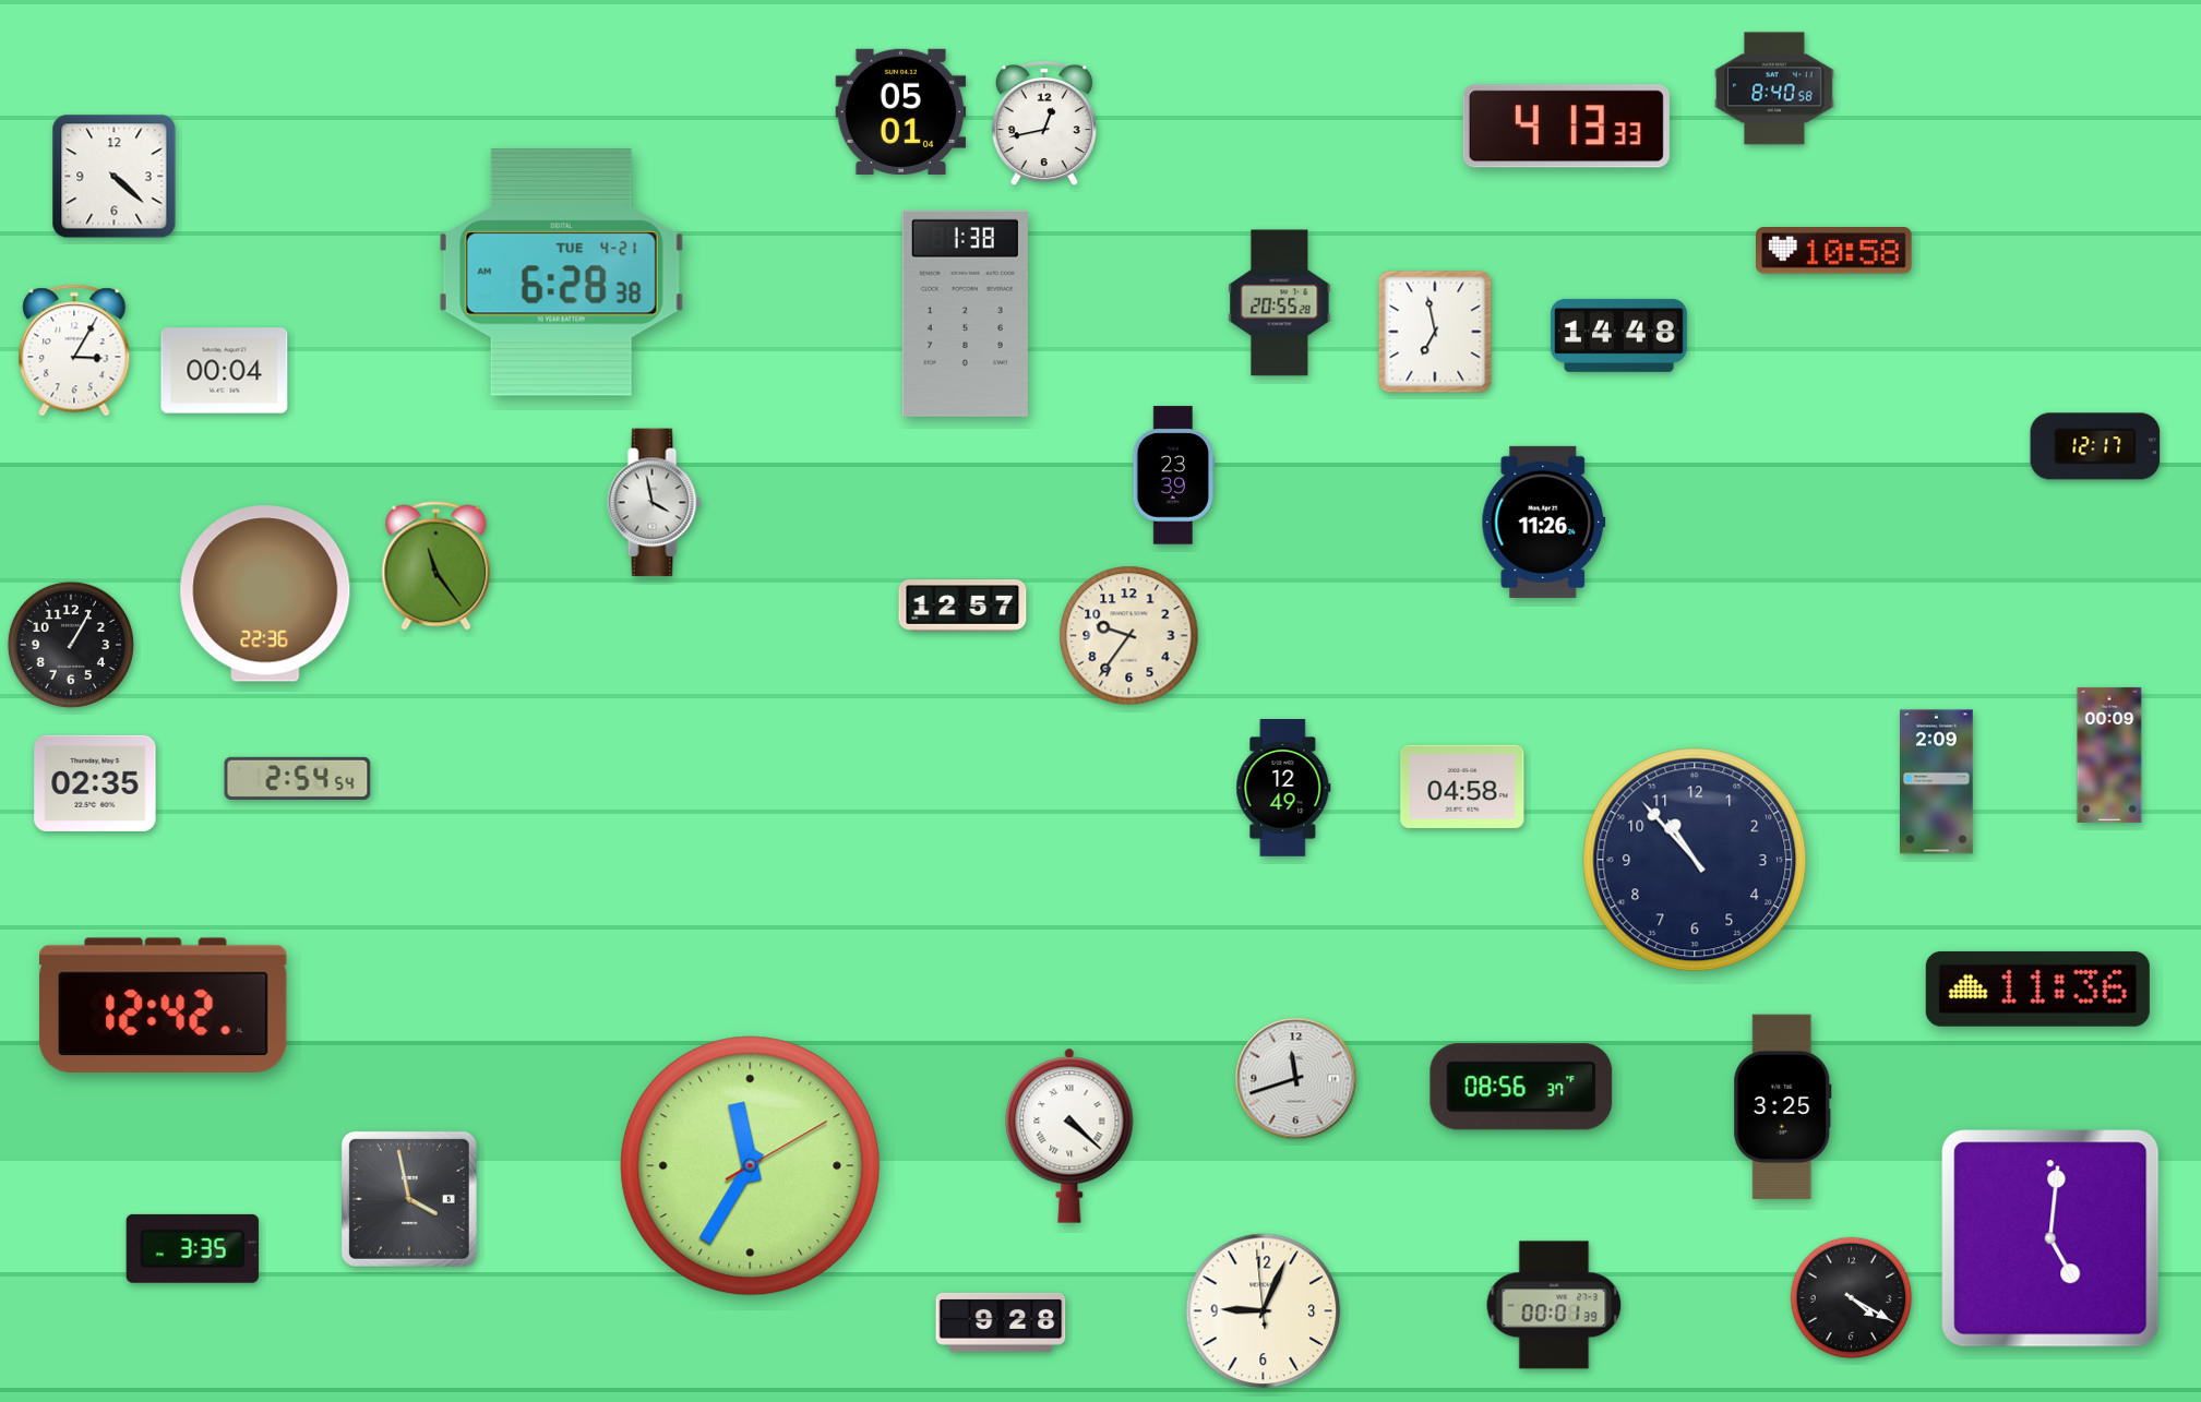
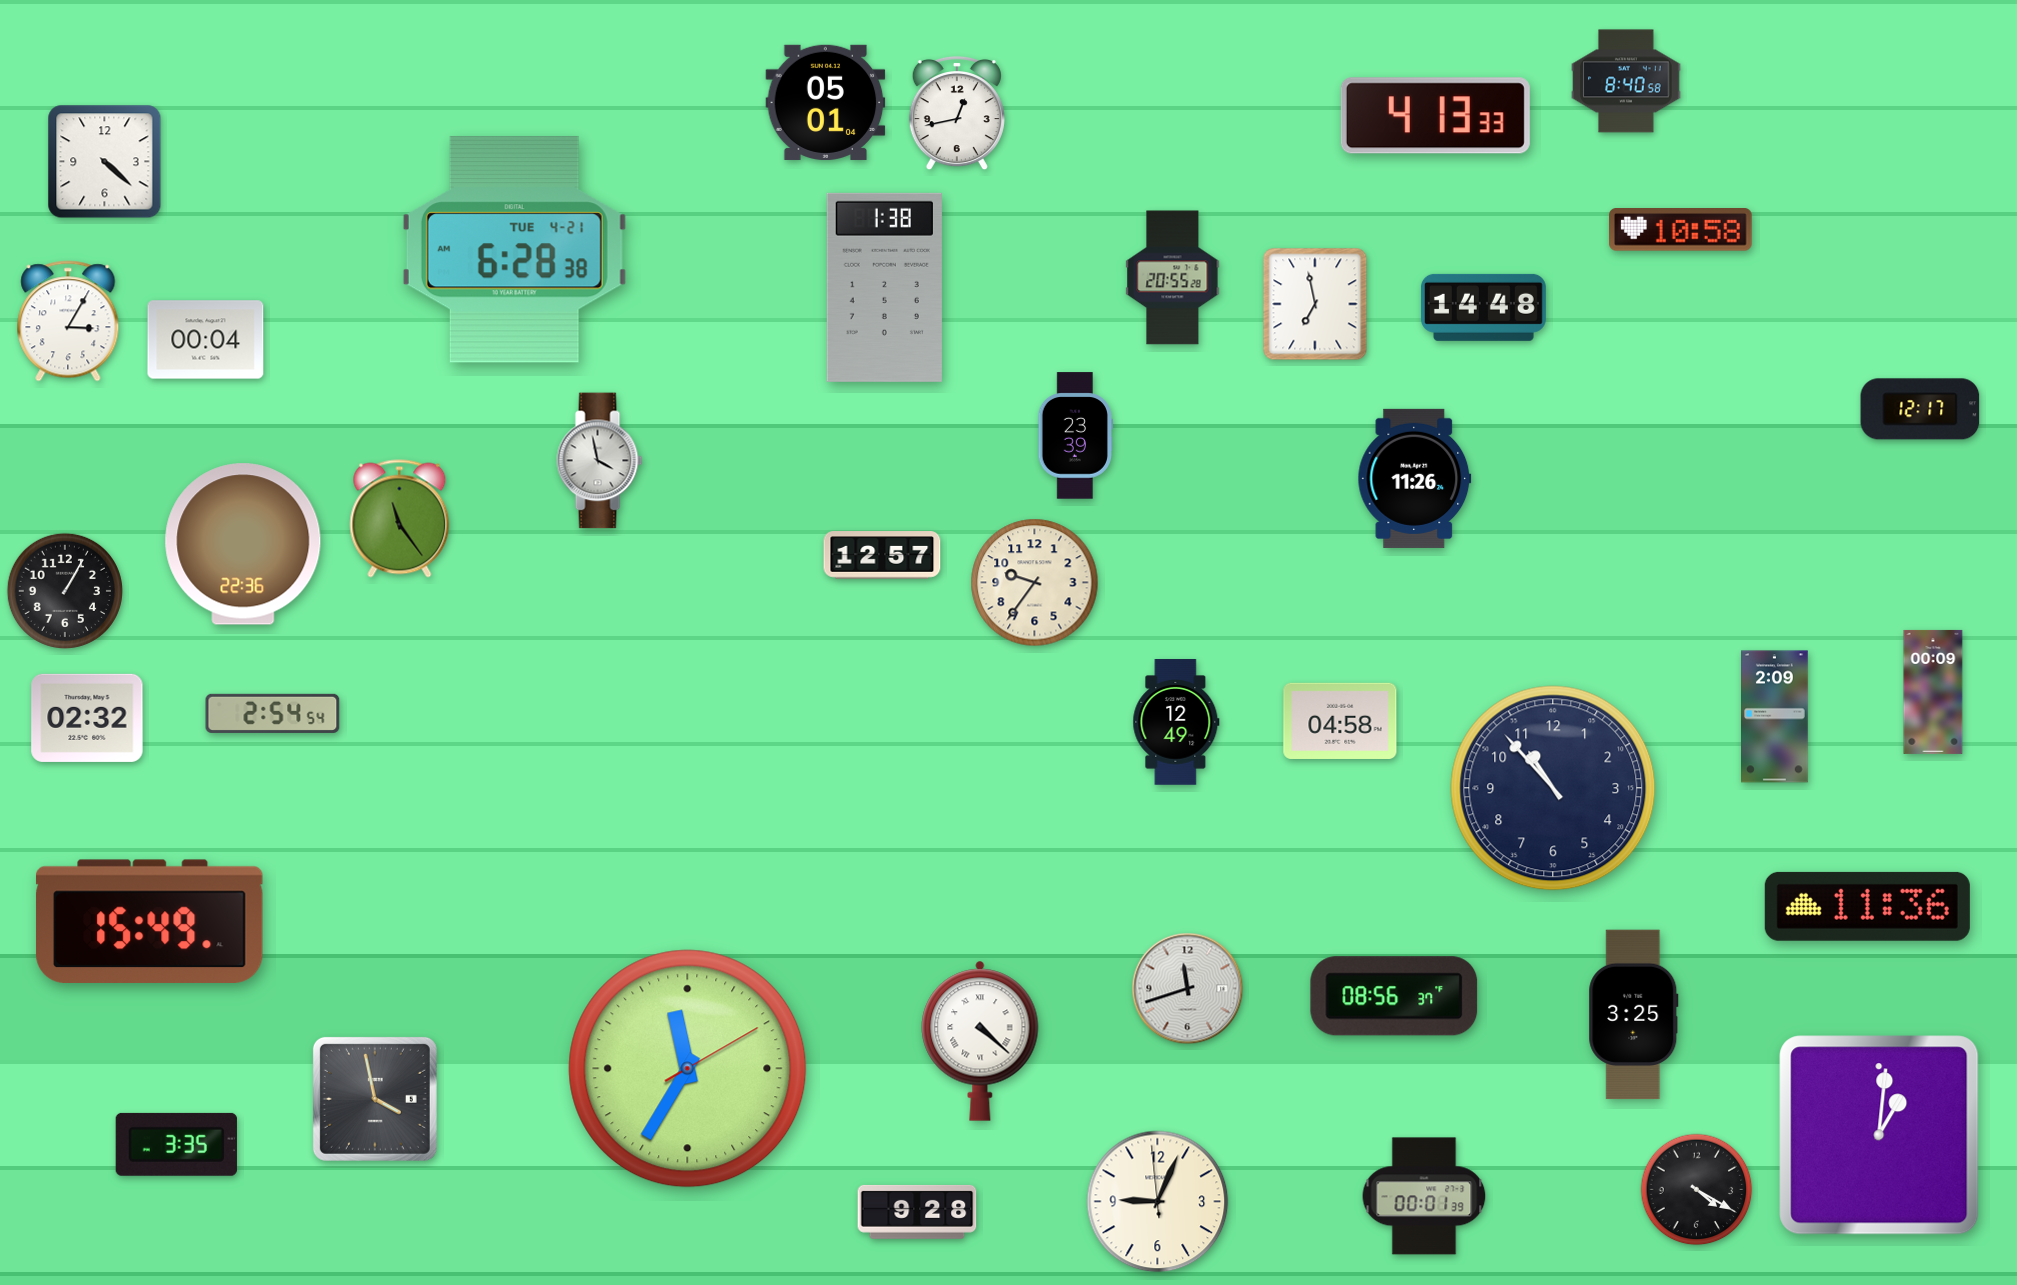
clock at (95, 783): 02:35 -> 02:32
clock at (163, 1005): 12:42 -> 15:49
clock at (2050, 1238): 5:01 -> 1:01
